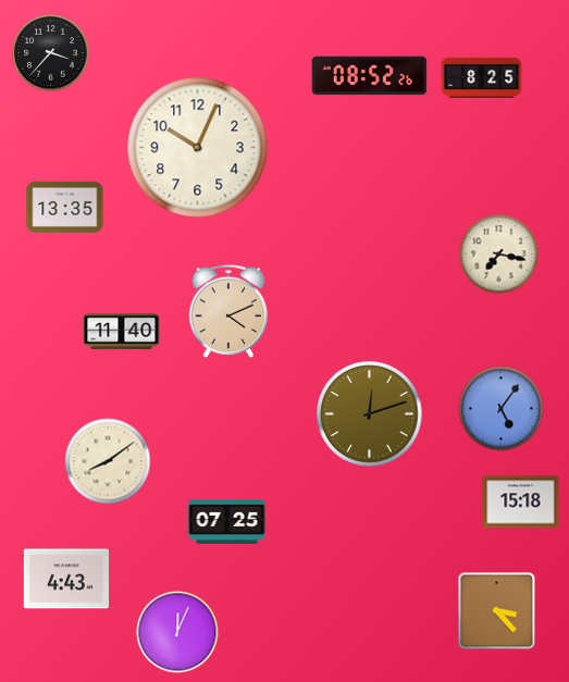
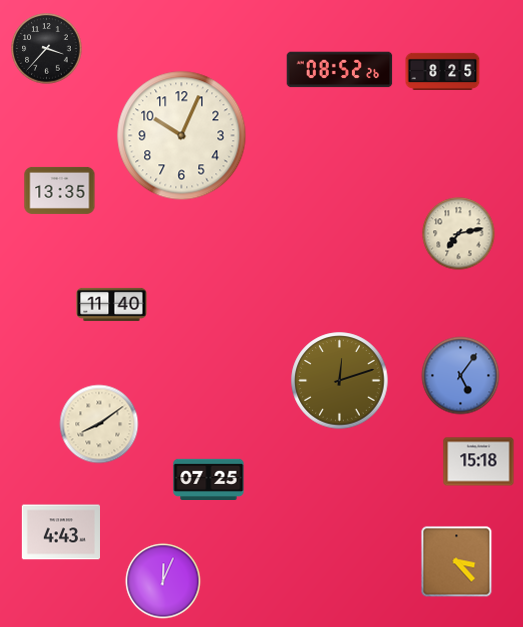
clock at (499, 255): 7:17 -> 7:13
clock at (228, 311): 4:11 -> none
